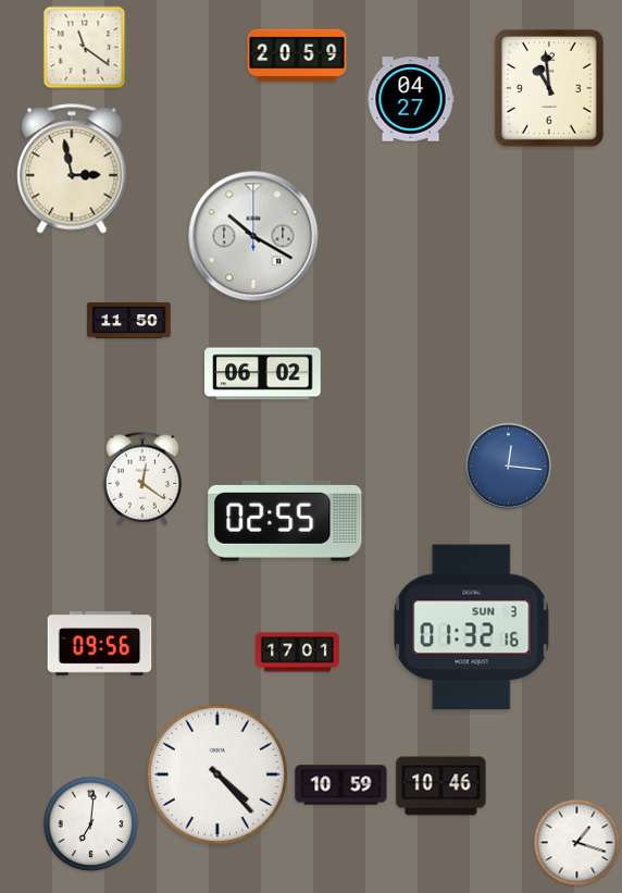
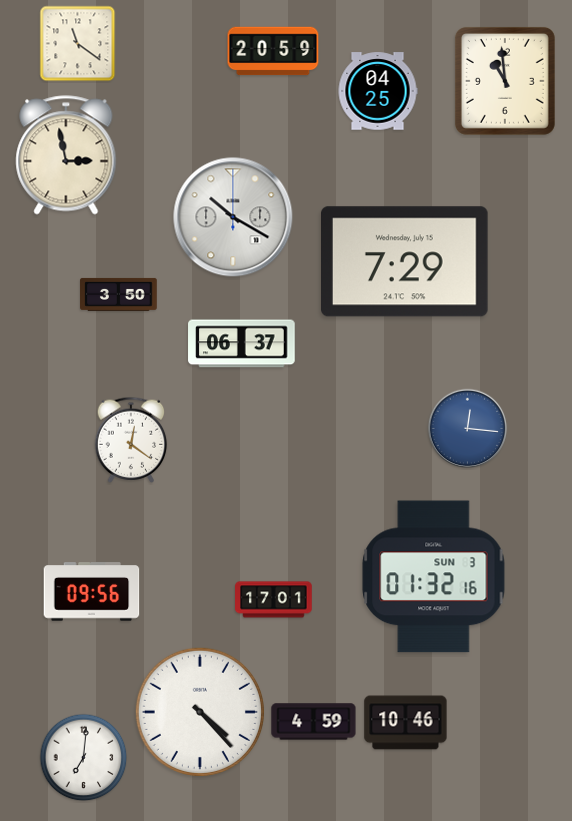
clock at (411, 99): 04:27 -> 04:25
clock at (405, 262): none -> 7:29
clock at (129, 320): 11:50 -> 3:50
clock at (263, 374): 06:02 -> 06:37
clock at (285, 521): 02:55 -> none
clock at (341, 785): 10:59 -> 4:59
clock at (577, 843): 1:18 -> none
